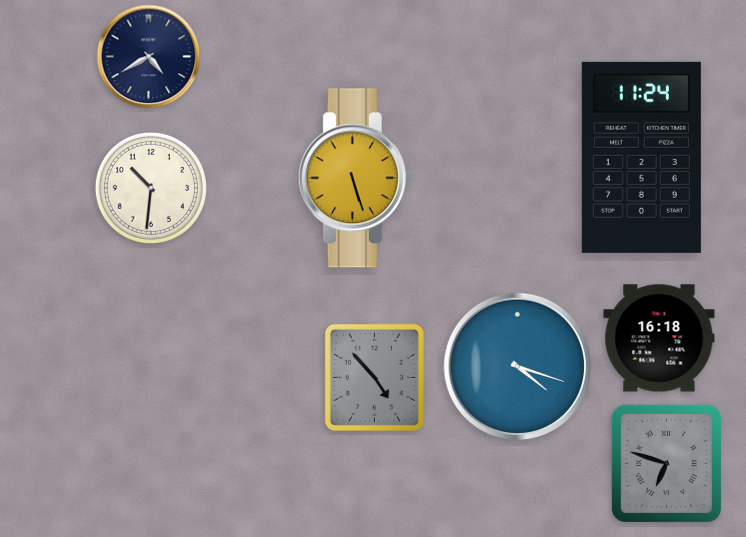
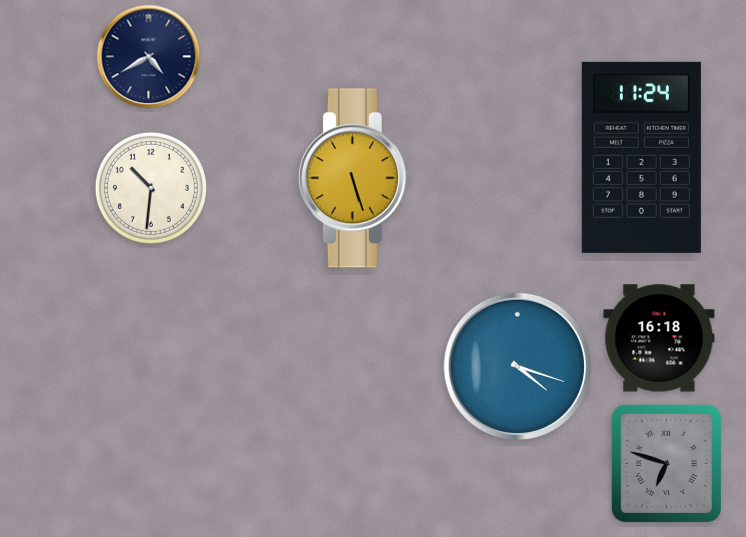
clock at (374, 377): 4:53 -> none
